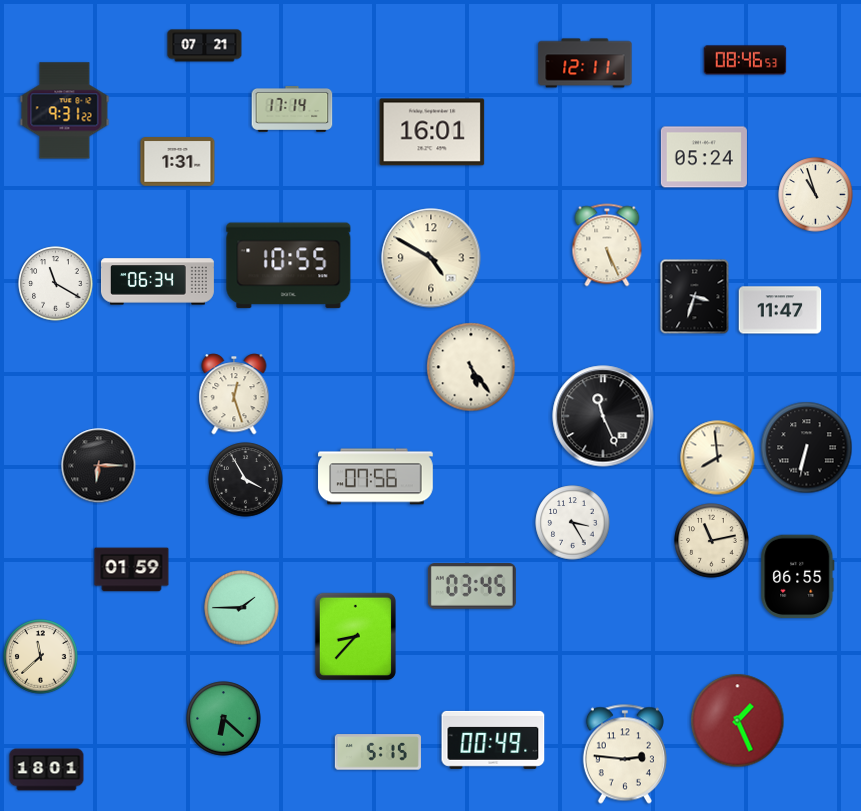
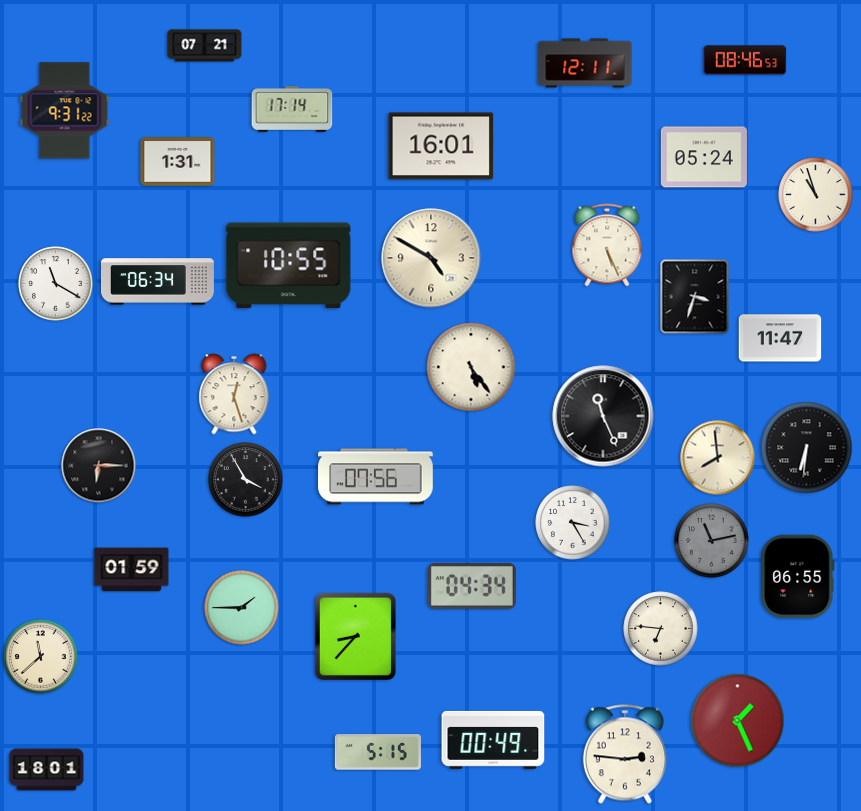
clock at (432, 132) position: (432, 132) -> (441, 146)
clock at (780, 310) position: (780, 310) -> (780, 338)
clock at (807, 448): 6:32 -> 6:31
clock at (712, 541) dial: cream -> grey
clock at (472, 586): 03:45 -> 04:34
clock at (661, 629): none -> 6:46
clock at (224, 719): 6:22 -> none
